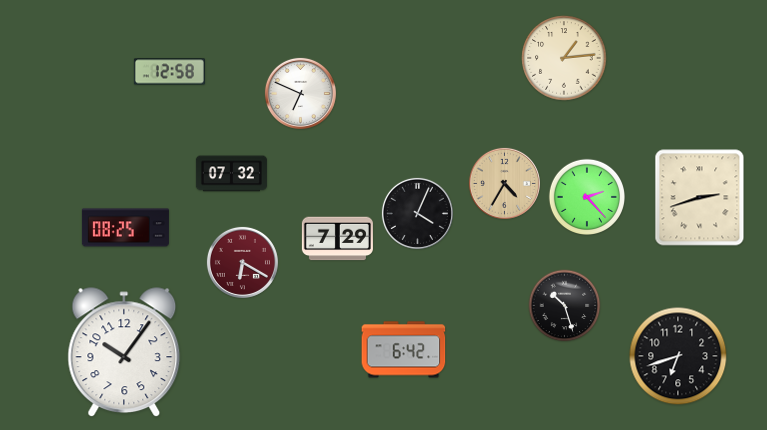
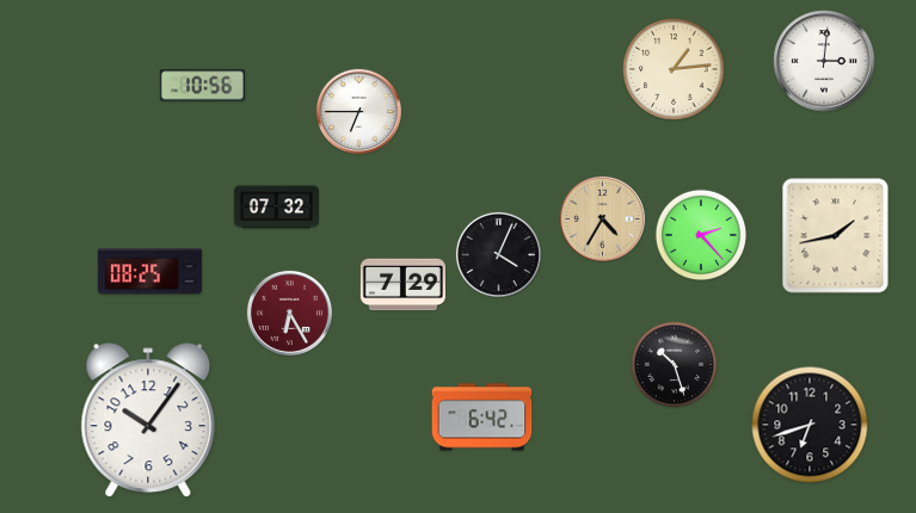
clock at (824, 61): none -> 3:01
clock at (169, 72): 12:58 -> 10:56
clock at (300, 93): 6:49 -> 6:45
clock at (700, 198): 2:42 -> 1:43
clock at (242, 262): 6:20 -> 6:25
